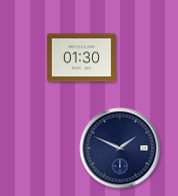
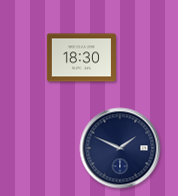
clock at (81, 58): 01:30 -> 18:30
